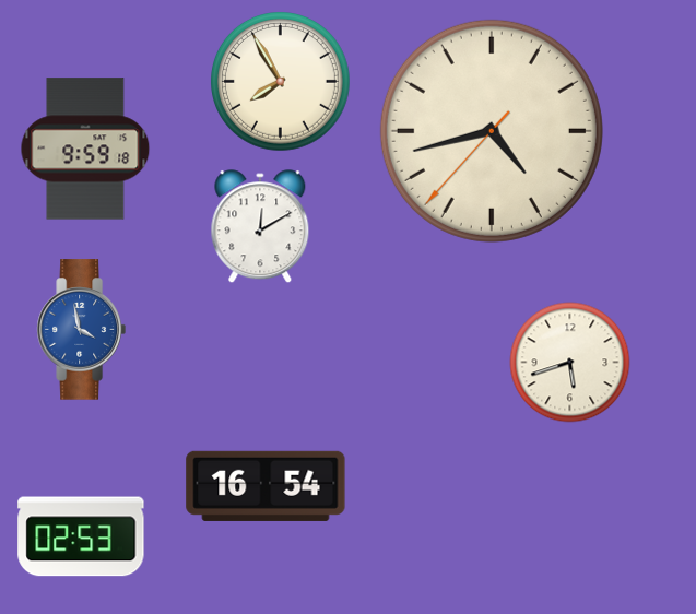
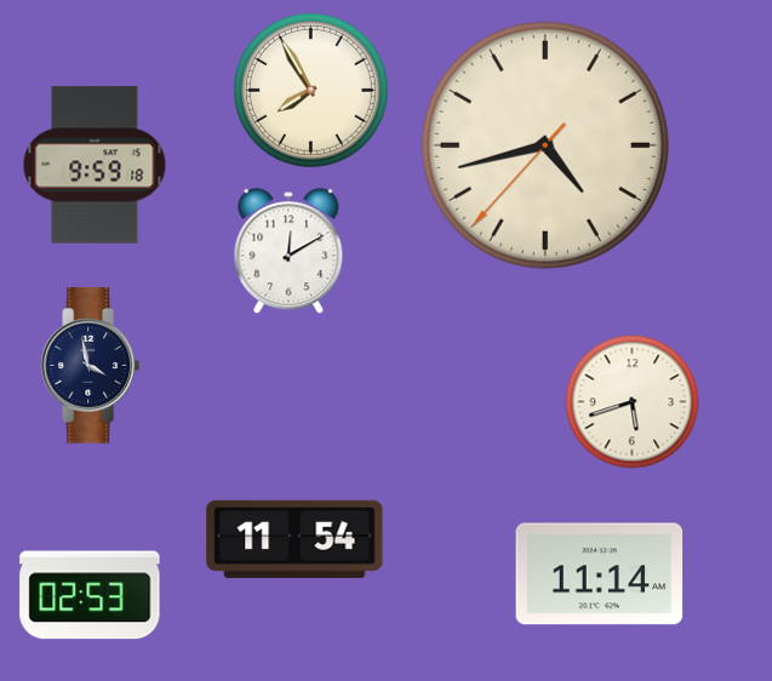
clock at (81, 330) dial: blue -> navy
clock at (266, 486): 16:54 -> 11:54
clock at (600, 574): none -> 11:14
